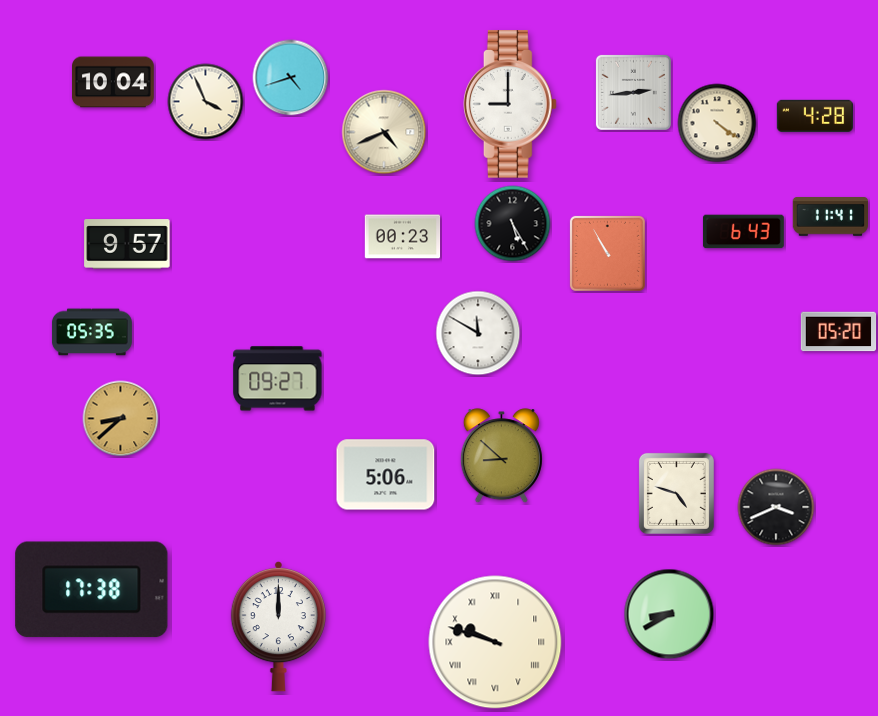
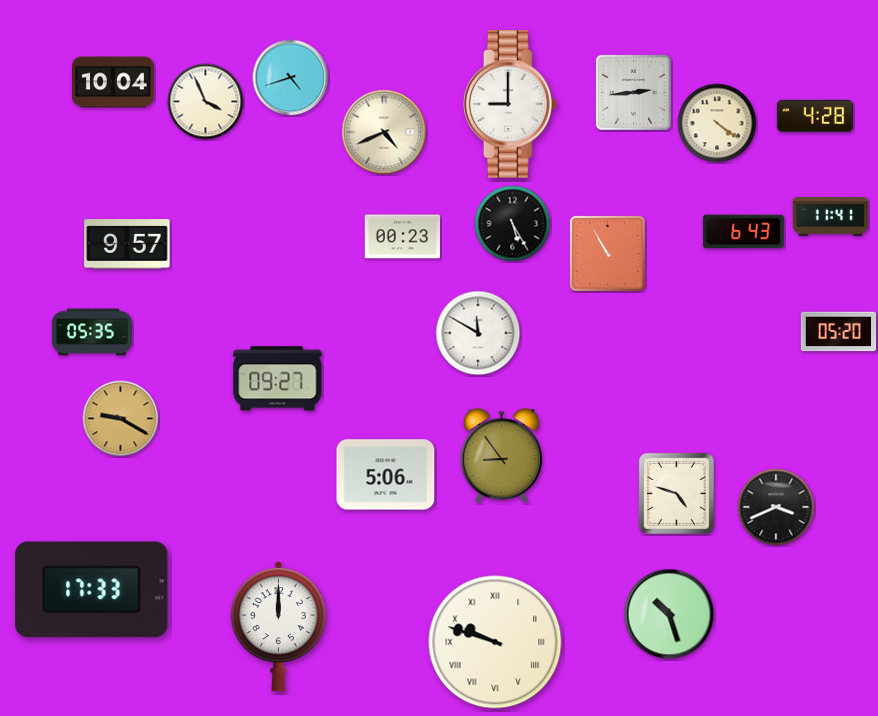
clock at (121, 419): 8:38 -> 9:20
clock at (501, 456): 8:52 -> 8:54
clock at (92, 590): 17:38 -> 17:33
clock at (669, 614): 8:40 -> 10:27
